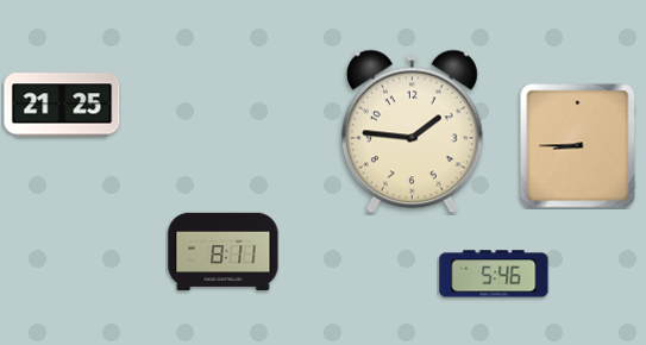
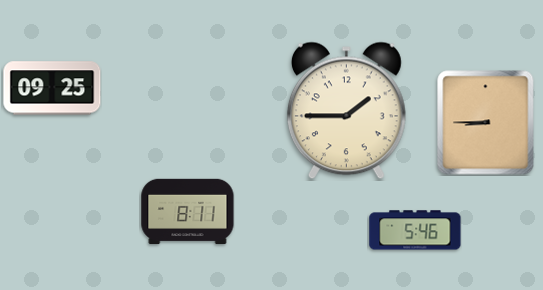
clock at (62, 105): 21:25 -> 09:25
clock at (412, 132): 1:46 -> 1:45
